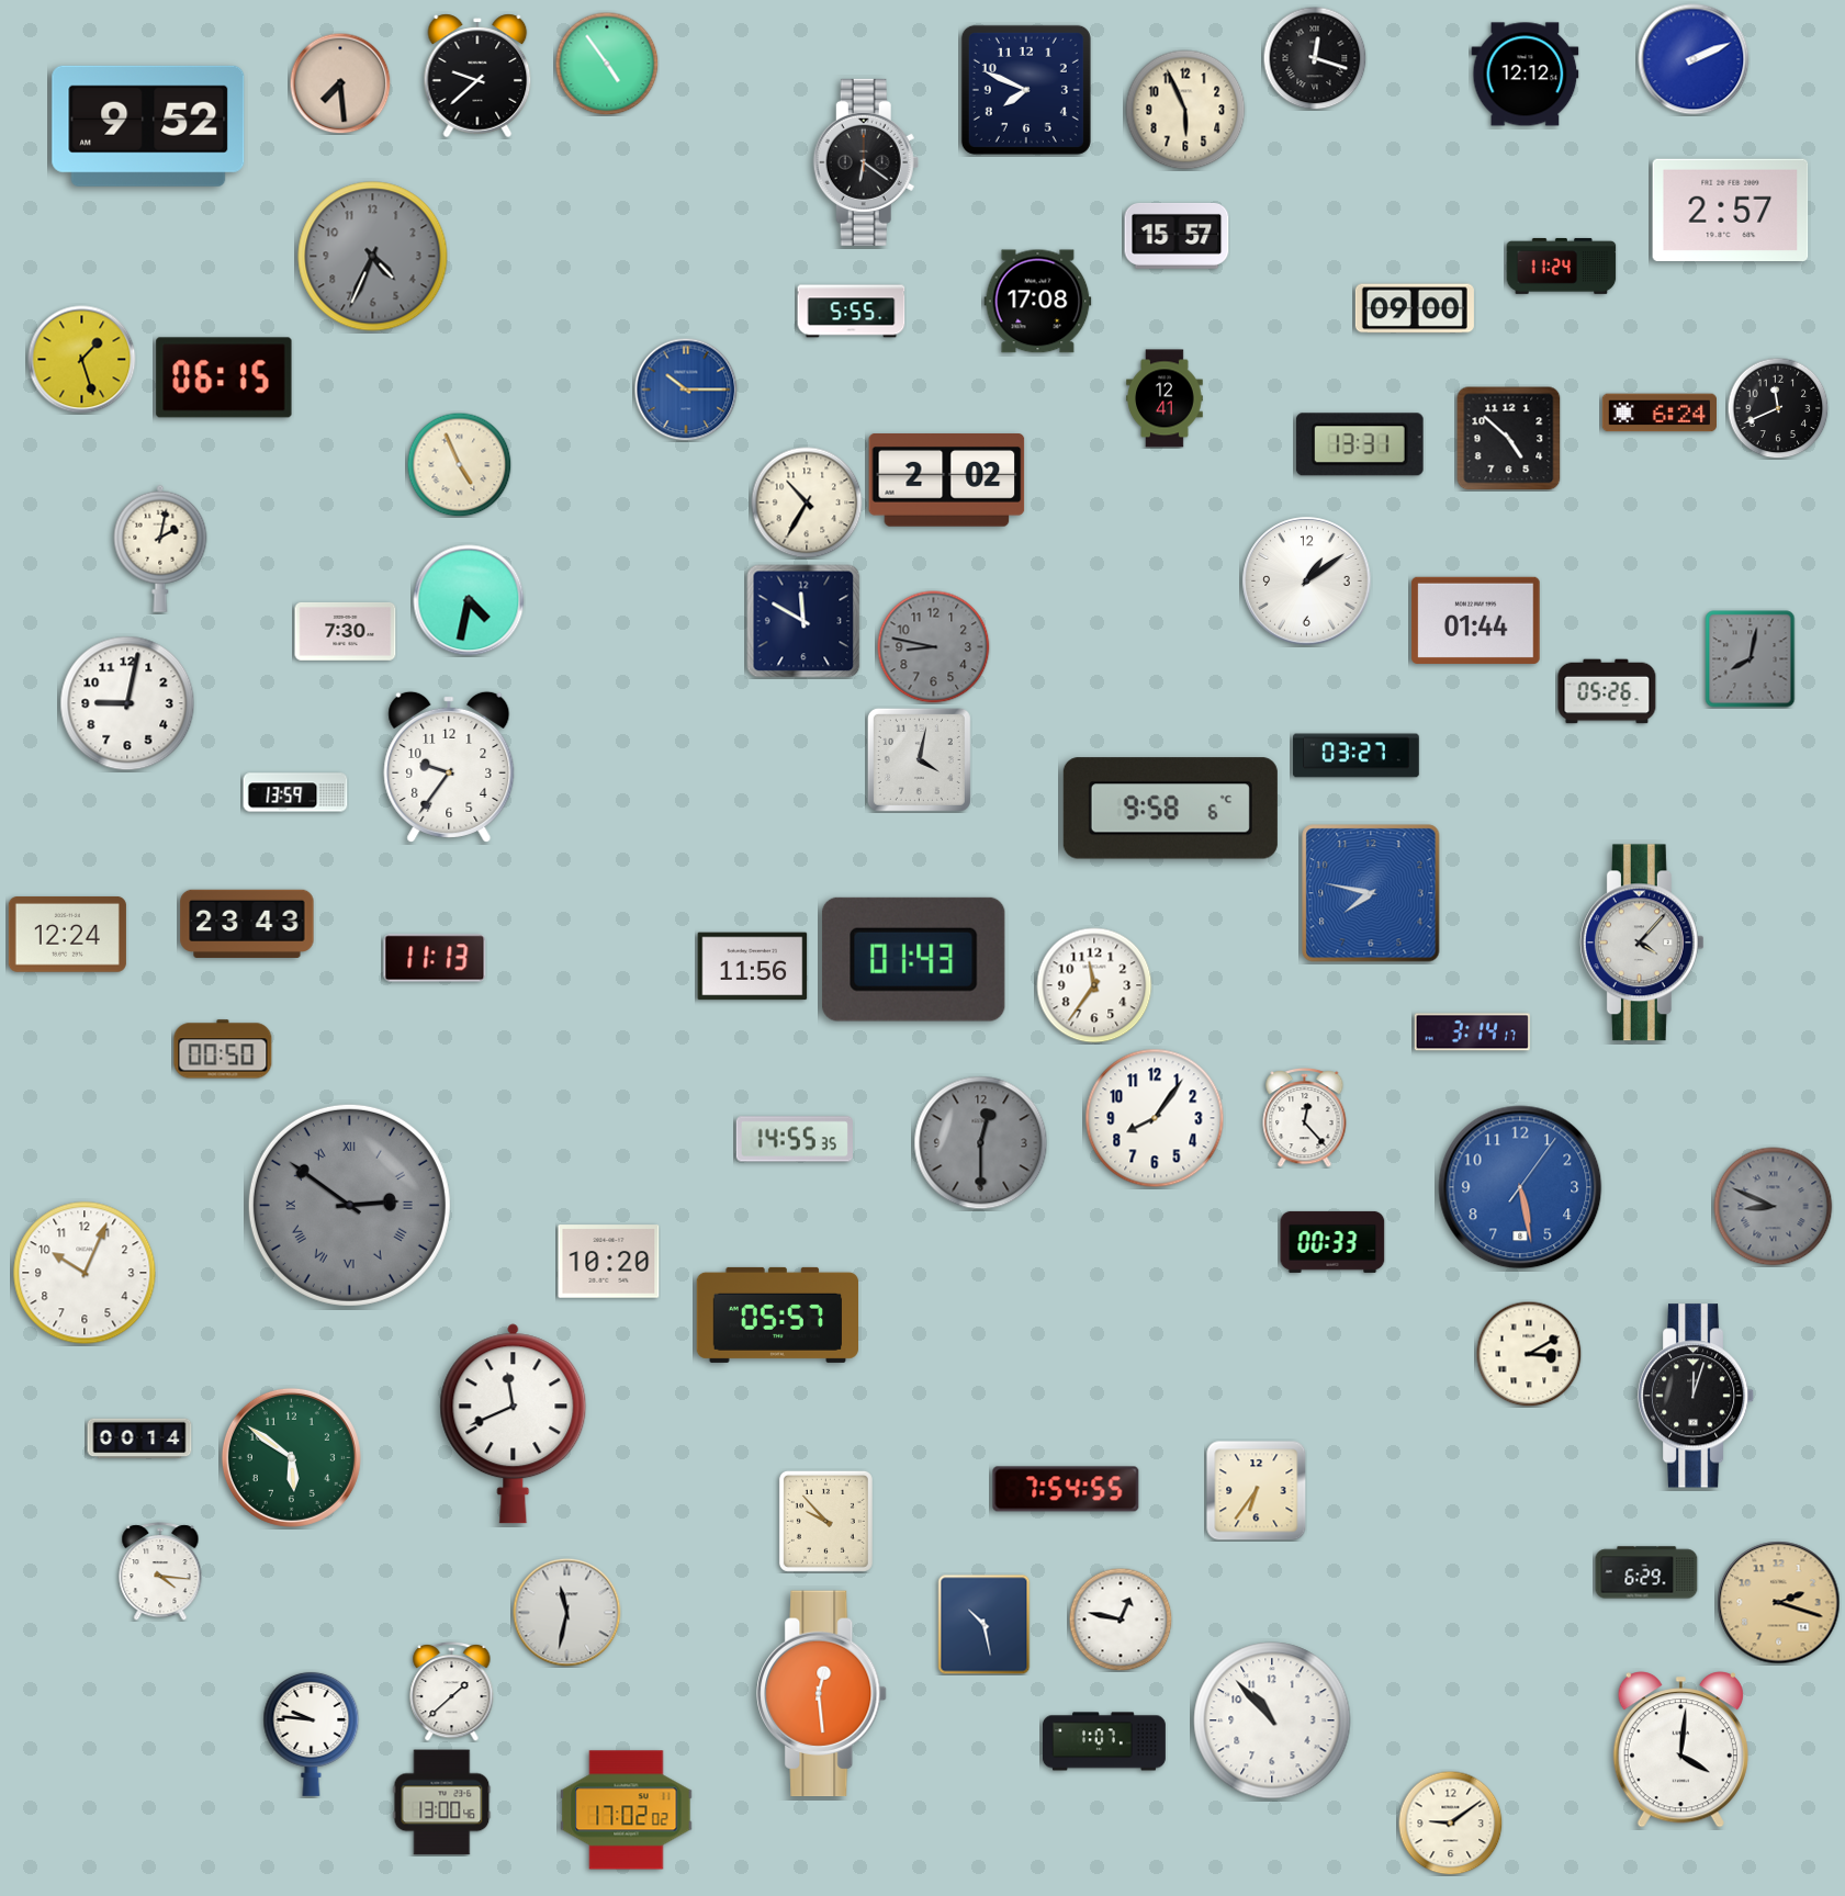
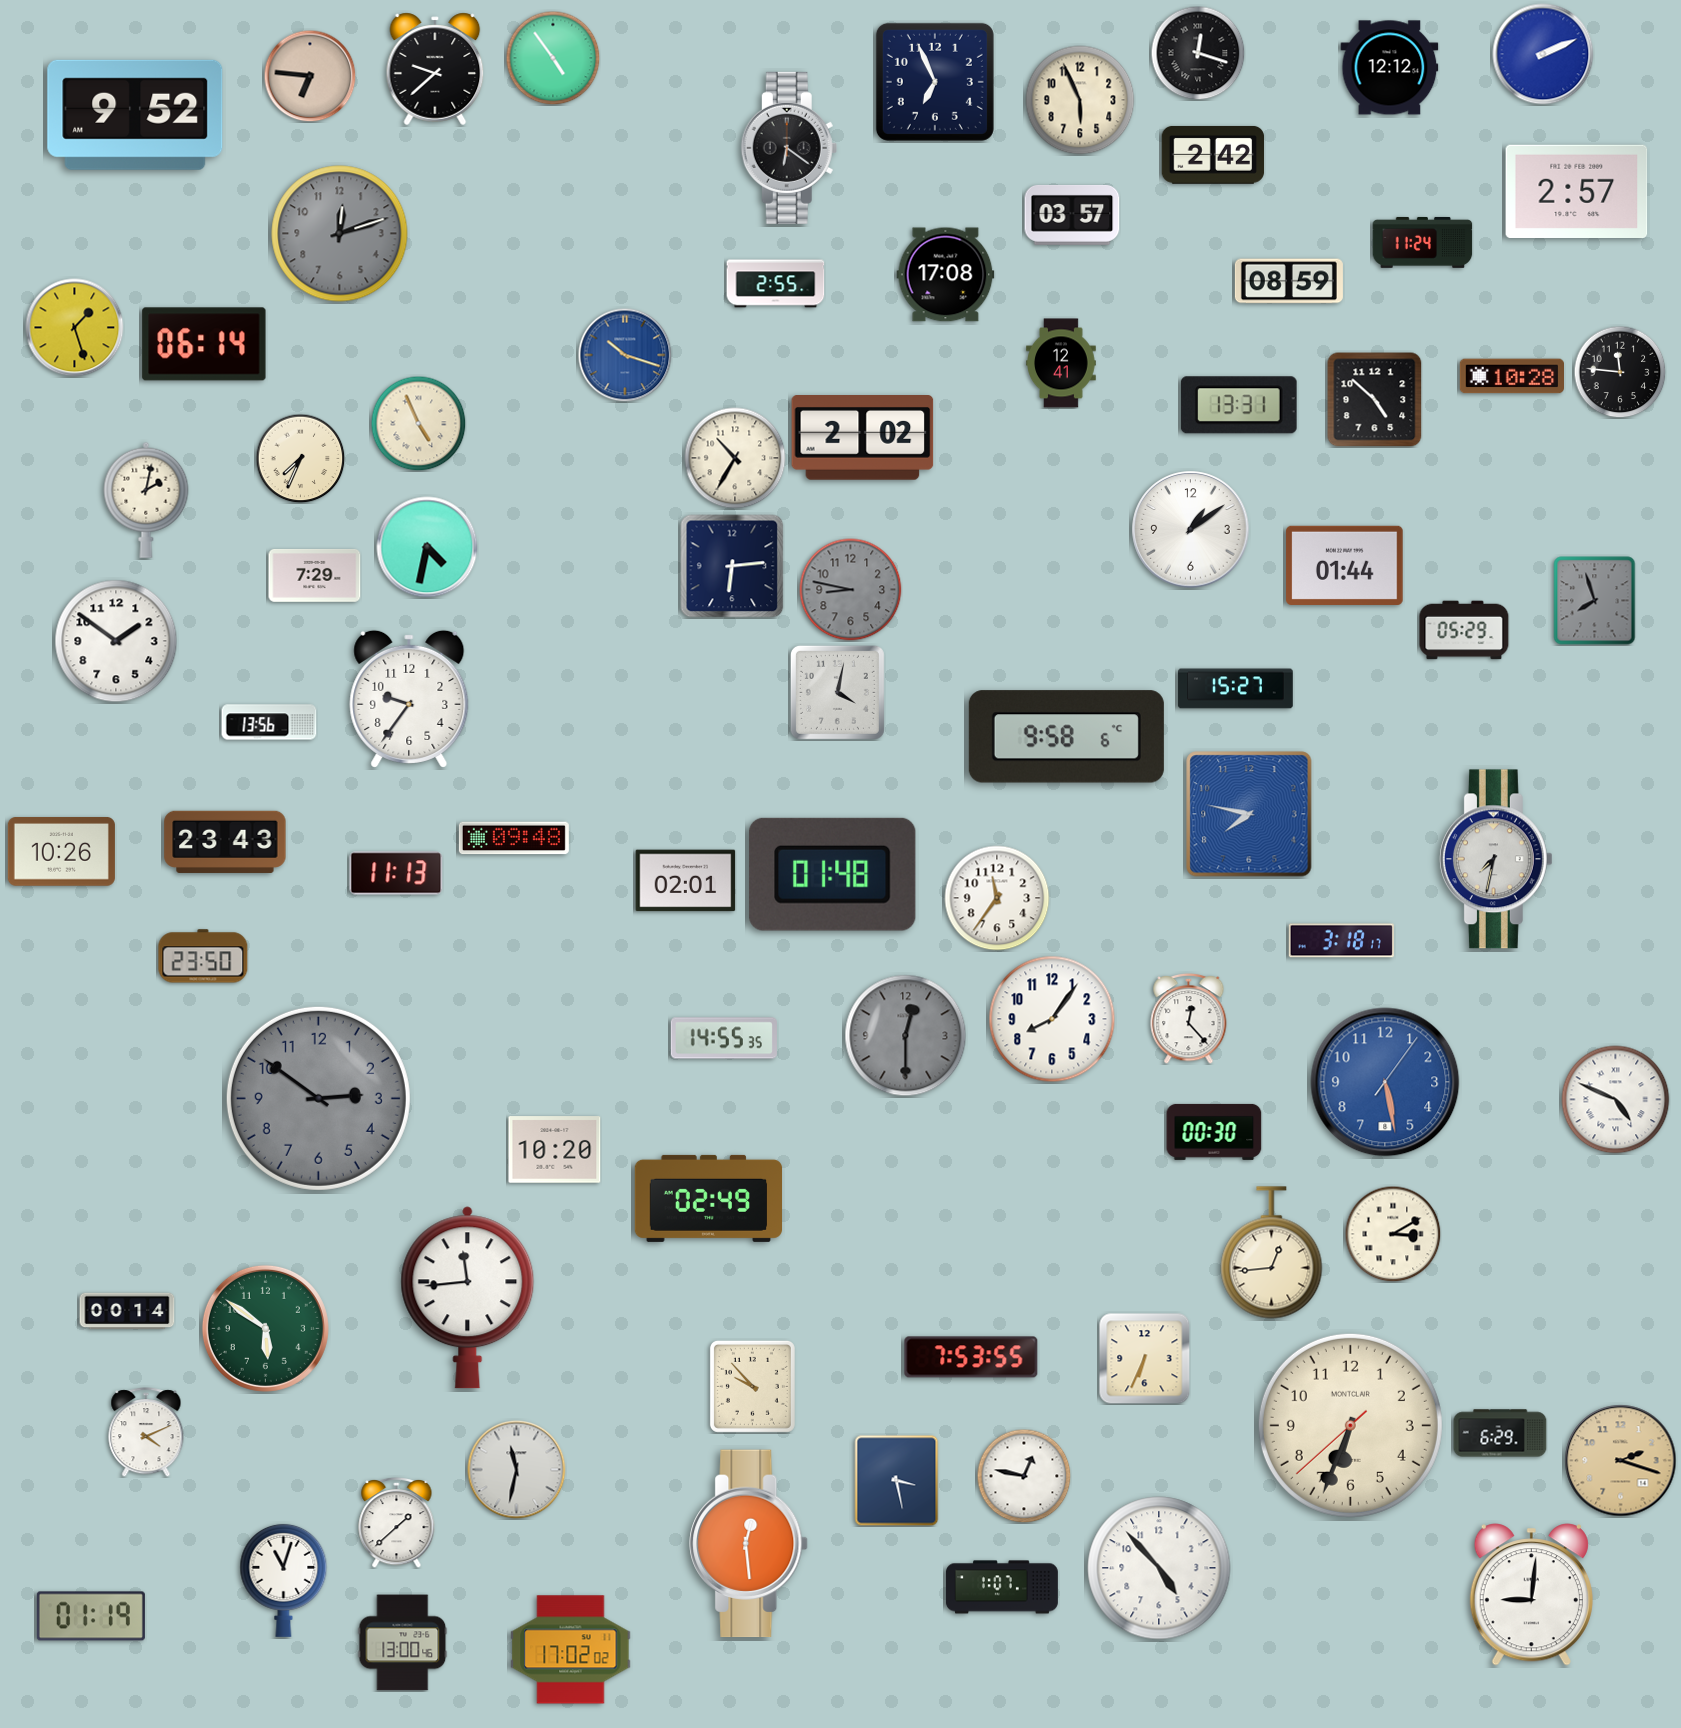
clock at (340, 83): 7:29 -> 6:46
clock at (1026, 90): 7:49 -> 6:56
clock at (1213, 155): none -> 2:42
clock at (1177, 236): 15:57 -> 03:57
clock at (373, 257): 4:34 -> 12:12
clock at (1415, 308): 09:00 -> 08:59
clock at (852, 312): 5:55 -> 2:55
clock at (224, 377): 06:15 -> 06:14
clock at (686, 390): 10:15 -> 10:18
clock at (1778, 408): 11:41 -> 11:46
clock at (1658, 413): 6:24 -> 10:28
clock at (300, 458): none -> 7:34
clock at (803, 621): 11:50 -> 6:14
clock at (346, 631): 7:30 -> 7:29
clock at (1751, 659): 8:02 -> 7:57
clock at (1607, 691): 05:26 -> 05:29
clock at (127, 703): 9:02 -> 1:51
clock at (1357, 756): 03:27 -> 15:27
clock at (295, 792): 13:59 -> 13:56
clock at (514, 838): none -> 09:48
clock at (67, 935): 12:24 -> 10:26
clock at (1642, 943): 4:07 -> 7:32
clock at (913, 959): 01:43 -> 01:48
clock at (753, 967): 11:56 -> 02:01
clock at (1472, 1032): 3:14 -> 3:18
clock at (223, 1049): 00:50 -> 23:50
clock at (981, 1143) position: (981, 1143) -> (906, 1036)
clock at (349, 1205) numerals: Roman -> Arabic
clock at (1774, 1207): 8:49 -> 4:49
clock at (1774, 1207) dial: grey -> white
clock at (1332, 1242): 00:33 -> 00:30
clock at (85, 1273): 10:04 -> none
clock at (778, 1314): 05:57 -> 02:49
clock at (1272, 1253): none -> 12:44
clock at (1696, 1396): 12:03 -> none
clock at (514, 1424): 11:41 -> 11:44
clock at (1066, 1489): 7:54 -> 7:53
clock at (1257, 1491): 6:36 -> 6:34
clock at (1350, 1425): none -> 6:33
clock at (160, 1571): 4:16 -> 4:11
clock at (1121, 1620) position: (1121, 1620) -> (1024, 1476)
clock at (985, 1625): 10:28 -> 3:28
clock at (452, 1691) position: (452, 1691) -> (397, 1522)
clock at (1272, 1720): 10:53 -> 4:53
clock at (312, 1734): 9:46 -> 11:03
clock at (1104, 1741) position: (1104, 1741) -> (1002, 1587)
clock at (1680, 1750): 4:01 -> 9:01
clock at (91, 1616): none -> 01:19
clock at (1450, 1822): 9:09 -> none
